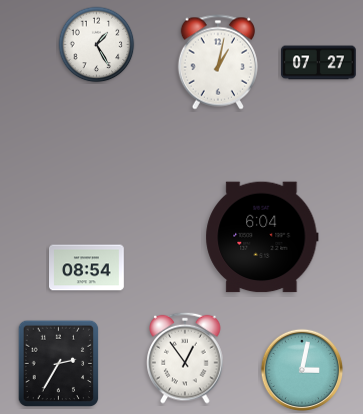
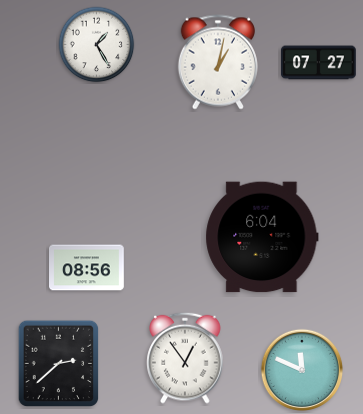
clock at (87, 268): 08:54 -> 08:56
clock at (59, 364): 2:35 -> 2:38
clock at (302, 370): 3:02 -> 11:49
